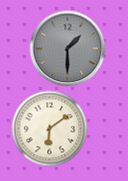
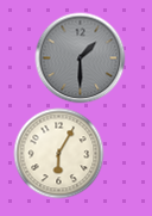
clock at (50, 129): 6:09 -> 6:05
